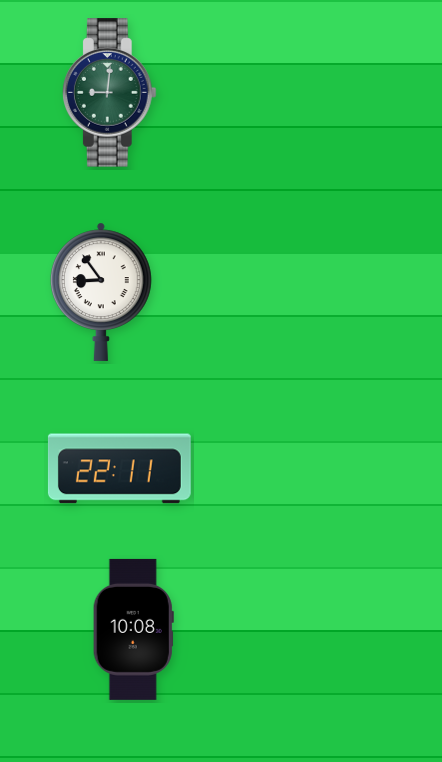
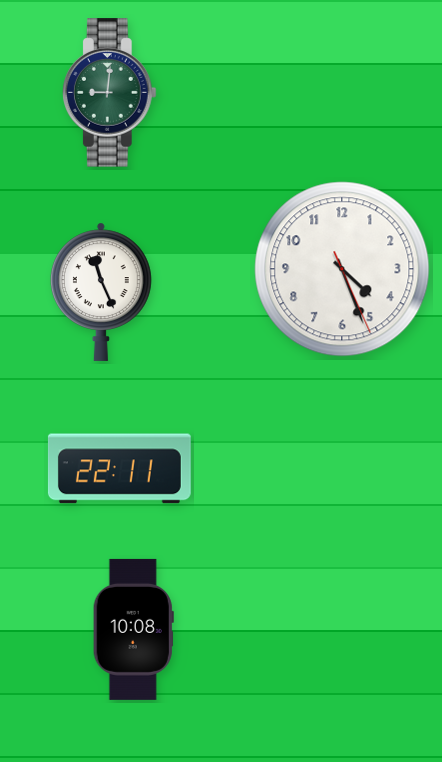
clock at (342, 269): none -> 4:26
clock at (101, 292): 8:54 -> 11:26
